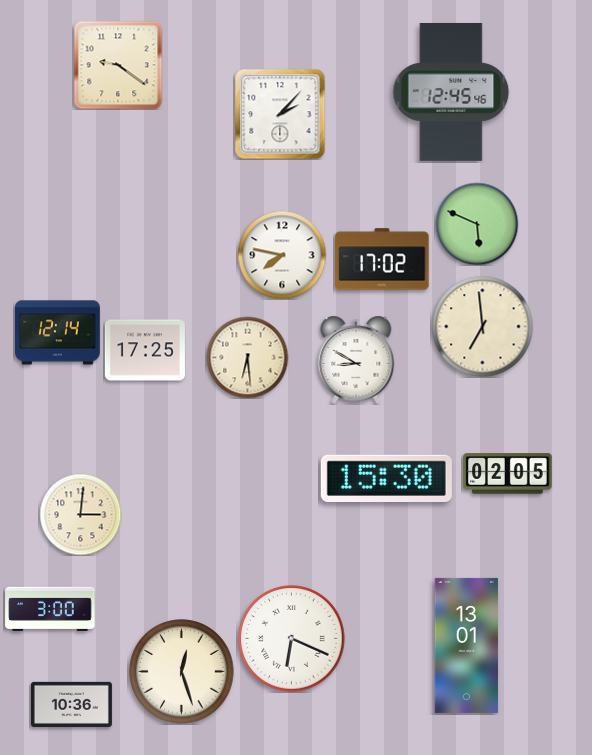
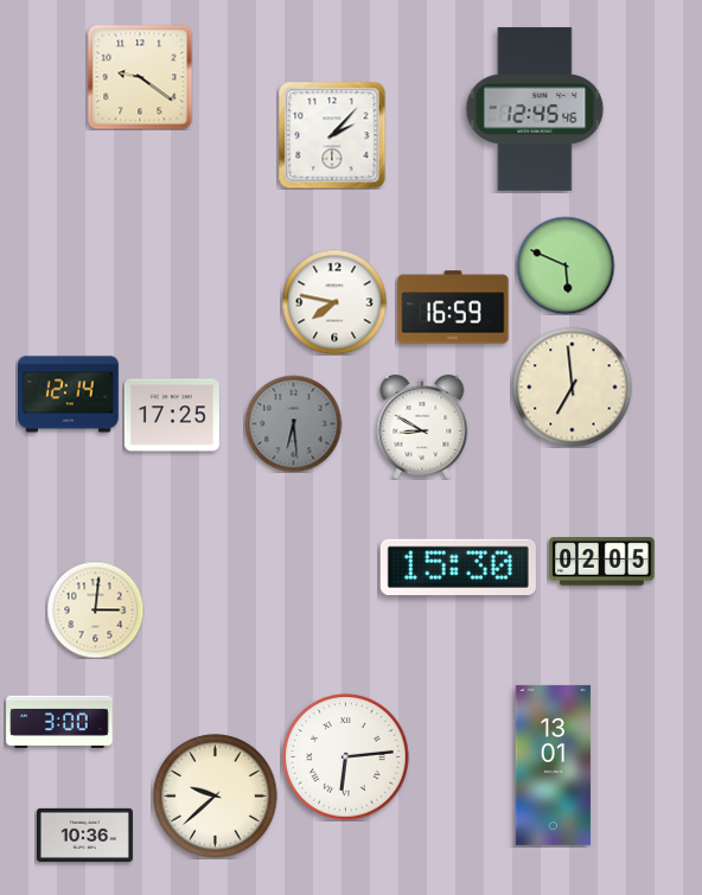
clock at (382, 259): 17:02 -> 16:59
clock at (247, 357) dial: cream -> grey
clock at (292, 639): 6:19 -> 6:14
clock at (182, 672): 12:27 -> 9:38
